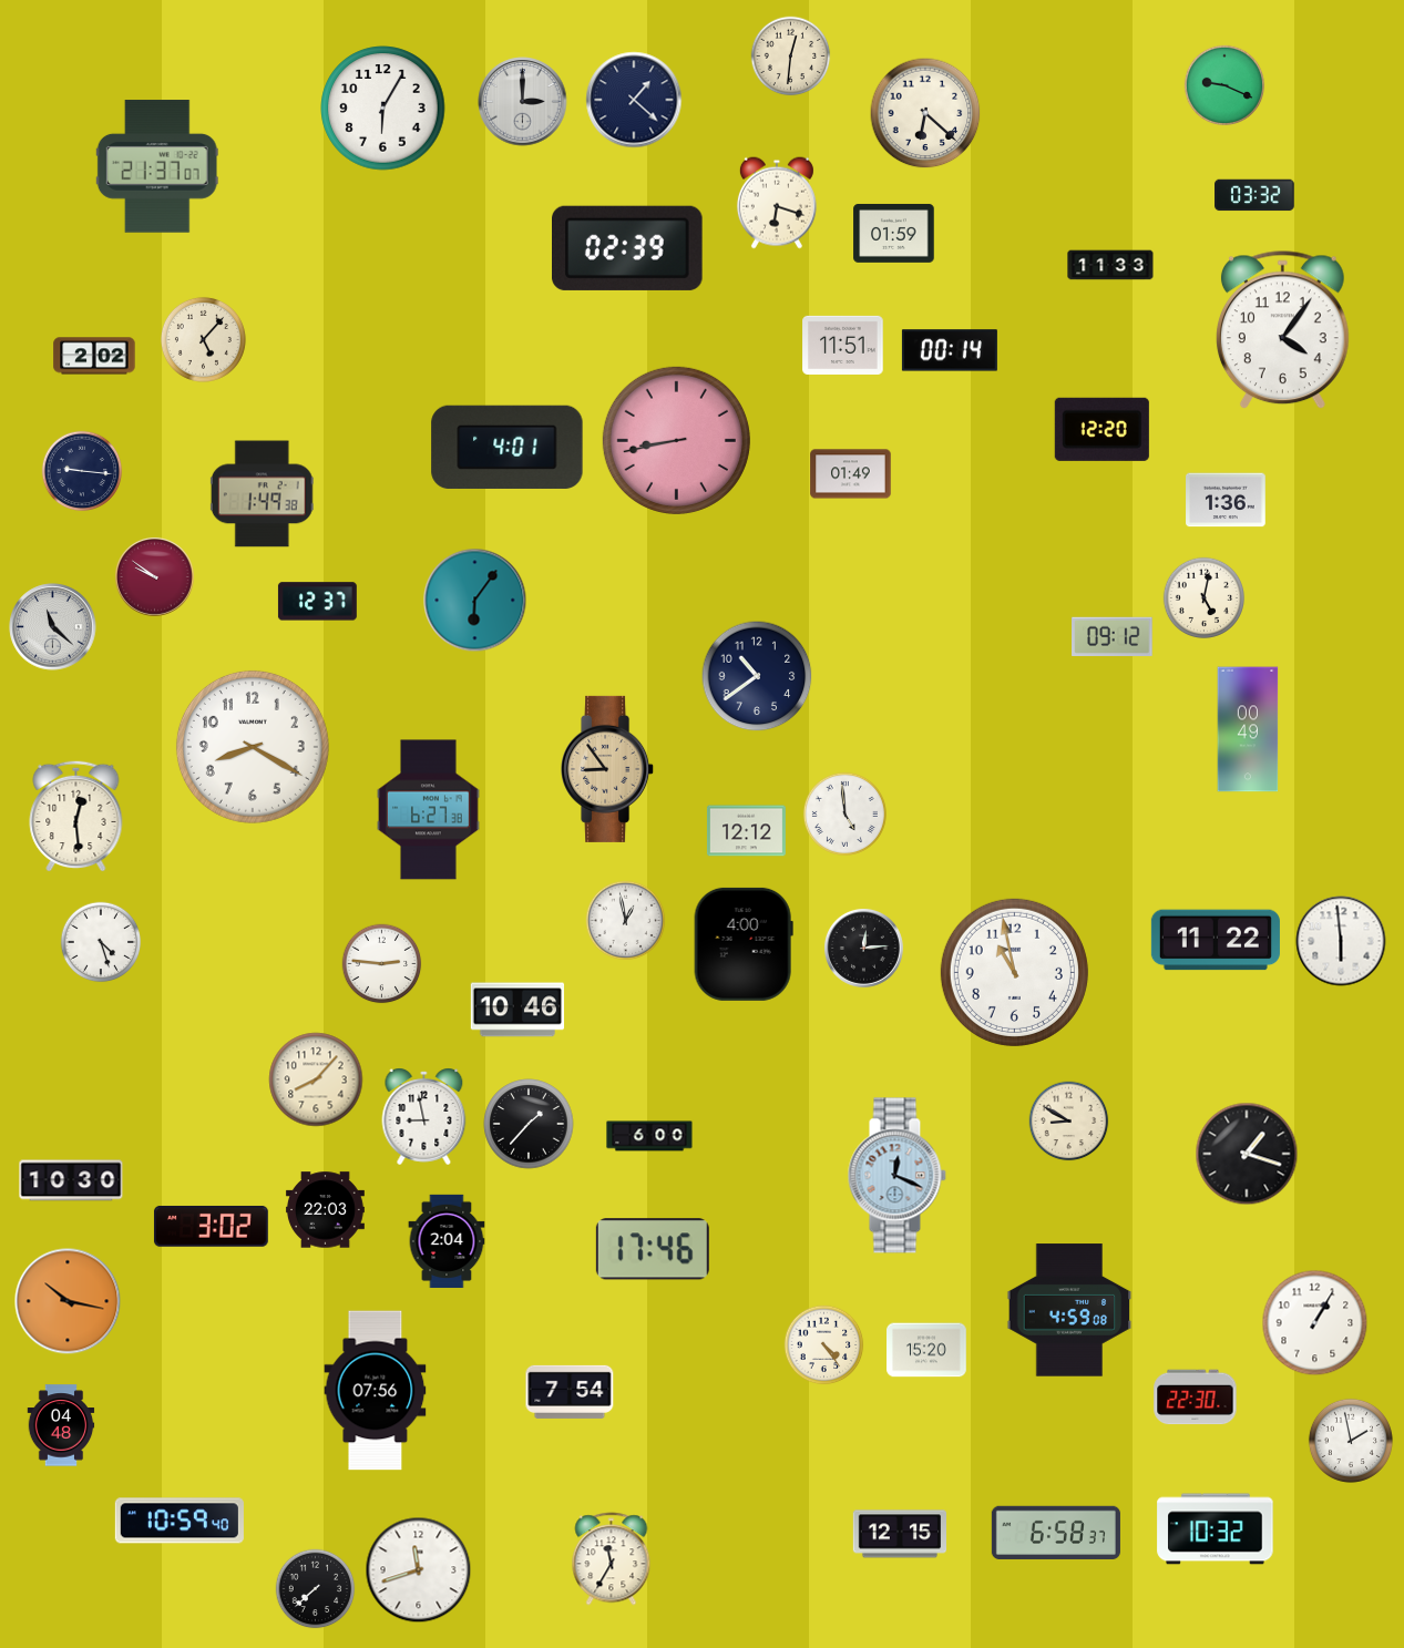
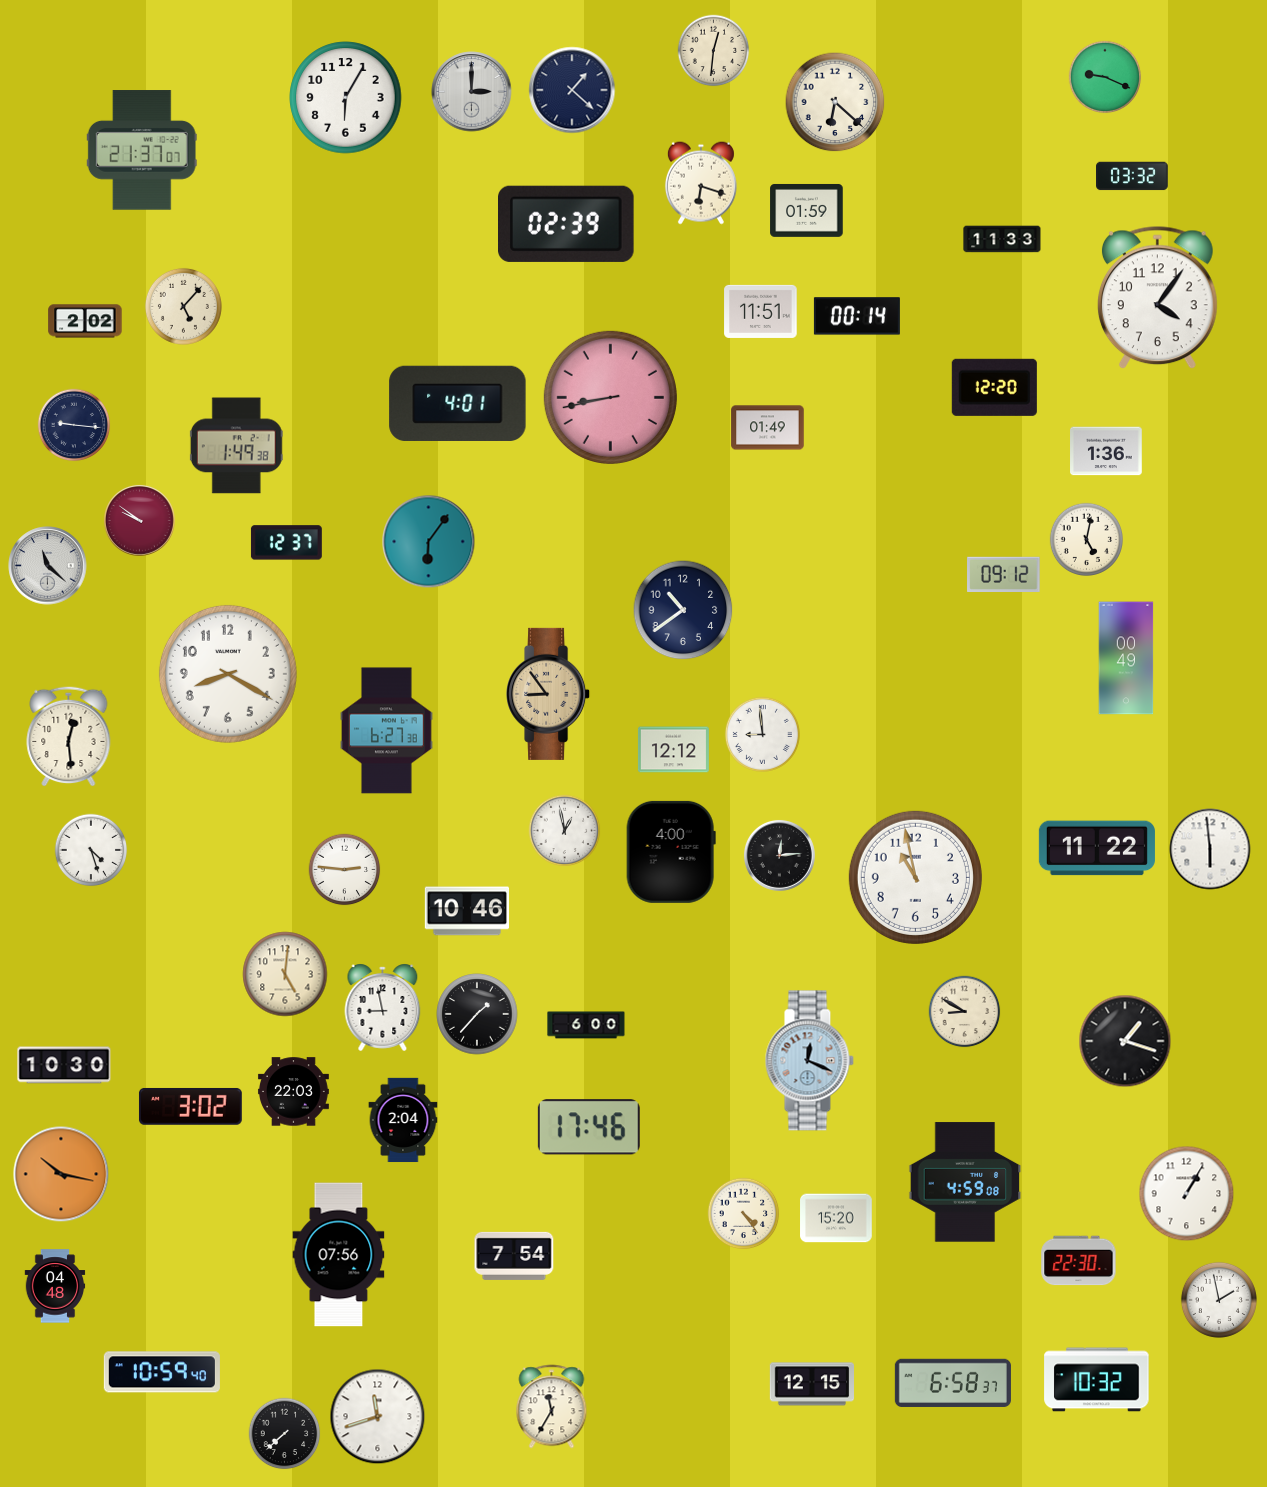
clock at (844, 813): 4:59 -> 8:59
clock at (316, 1079): 8:07 -> 5:01
